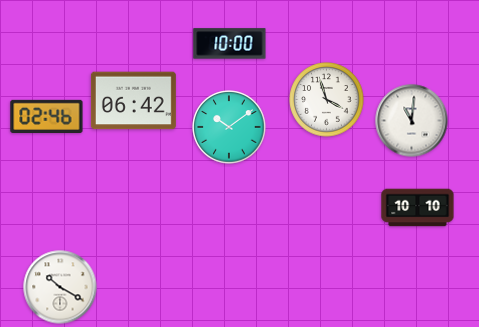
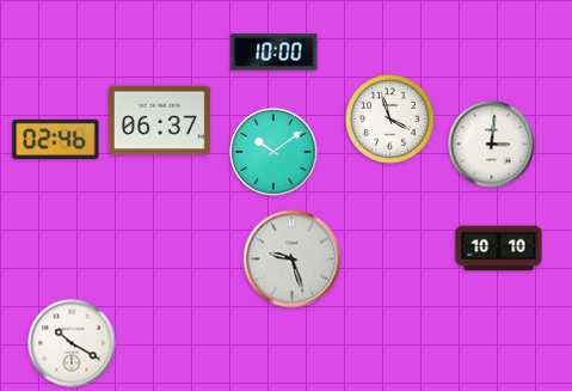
clock at (133, 101): 06:42 -> 06:37
clock at (412, 121): 11:01 -> 3:01
clock at (293, 259): none -> 9:27
